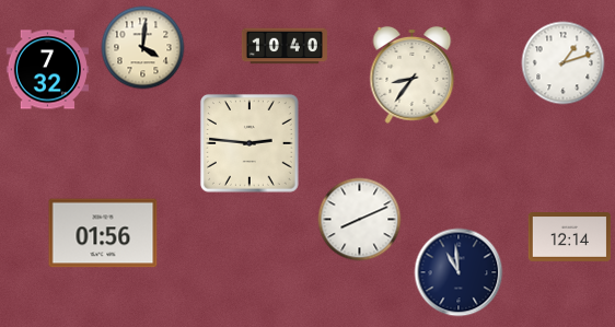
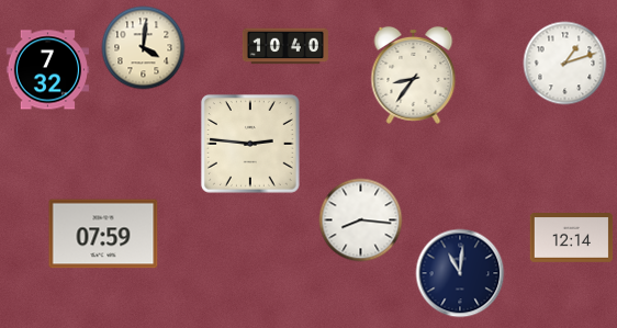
clock at (360, 220): 8:11 -> 8:16
clock at (103, 233): 01:56 -> 07:59
clock at (459, 272): 10:59 -> 11:01
